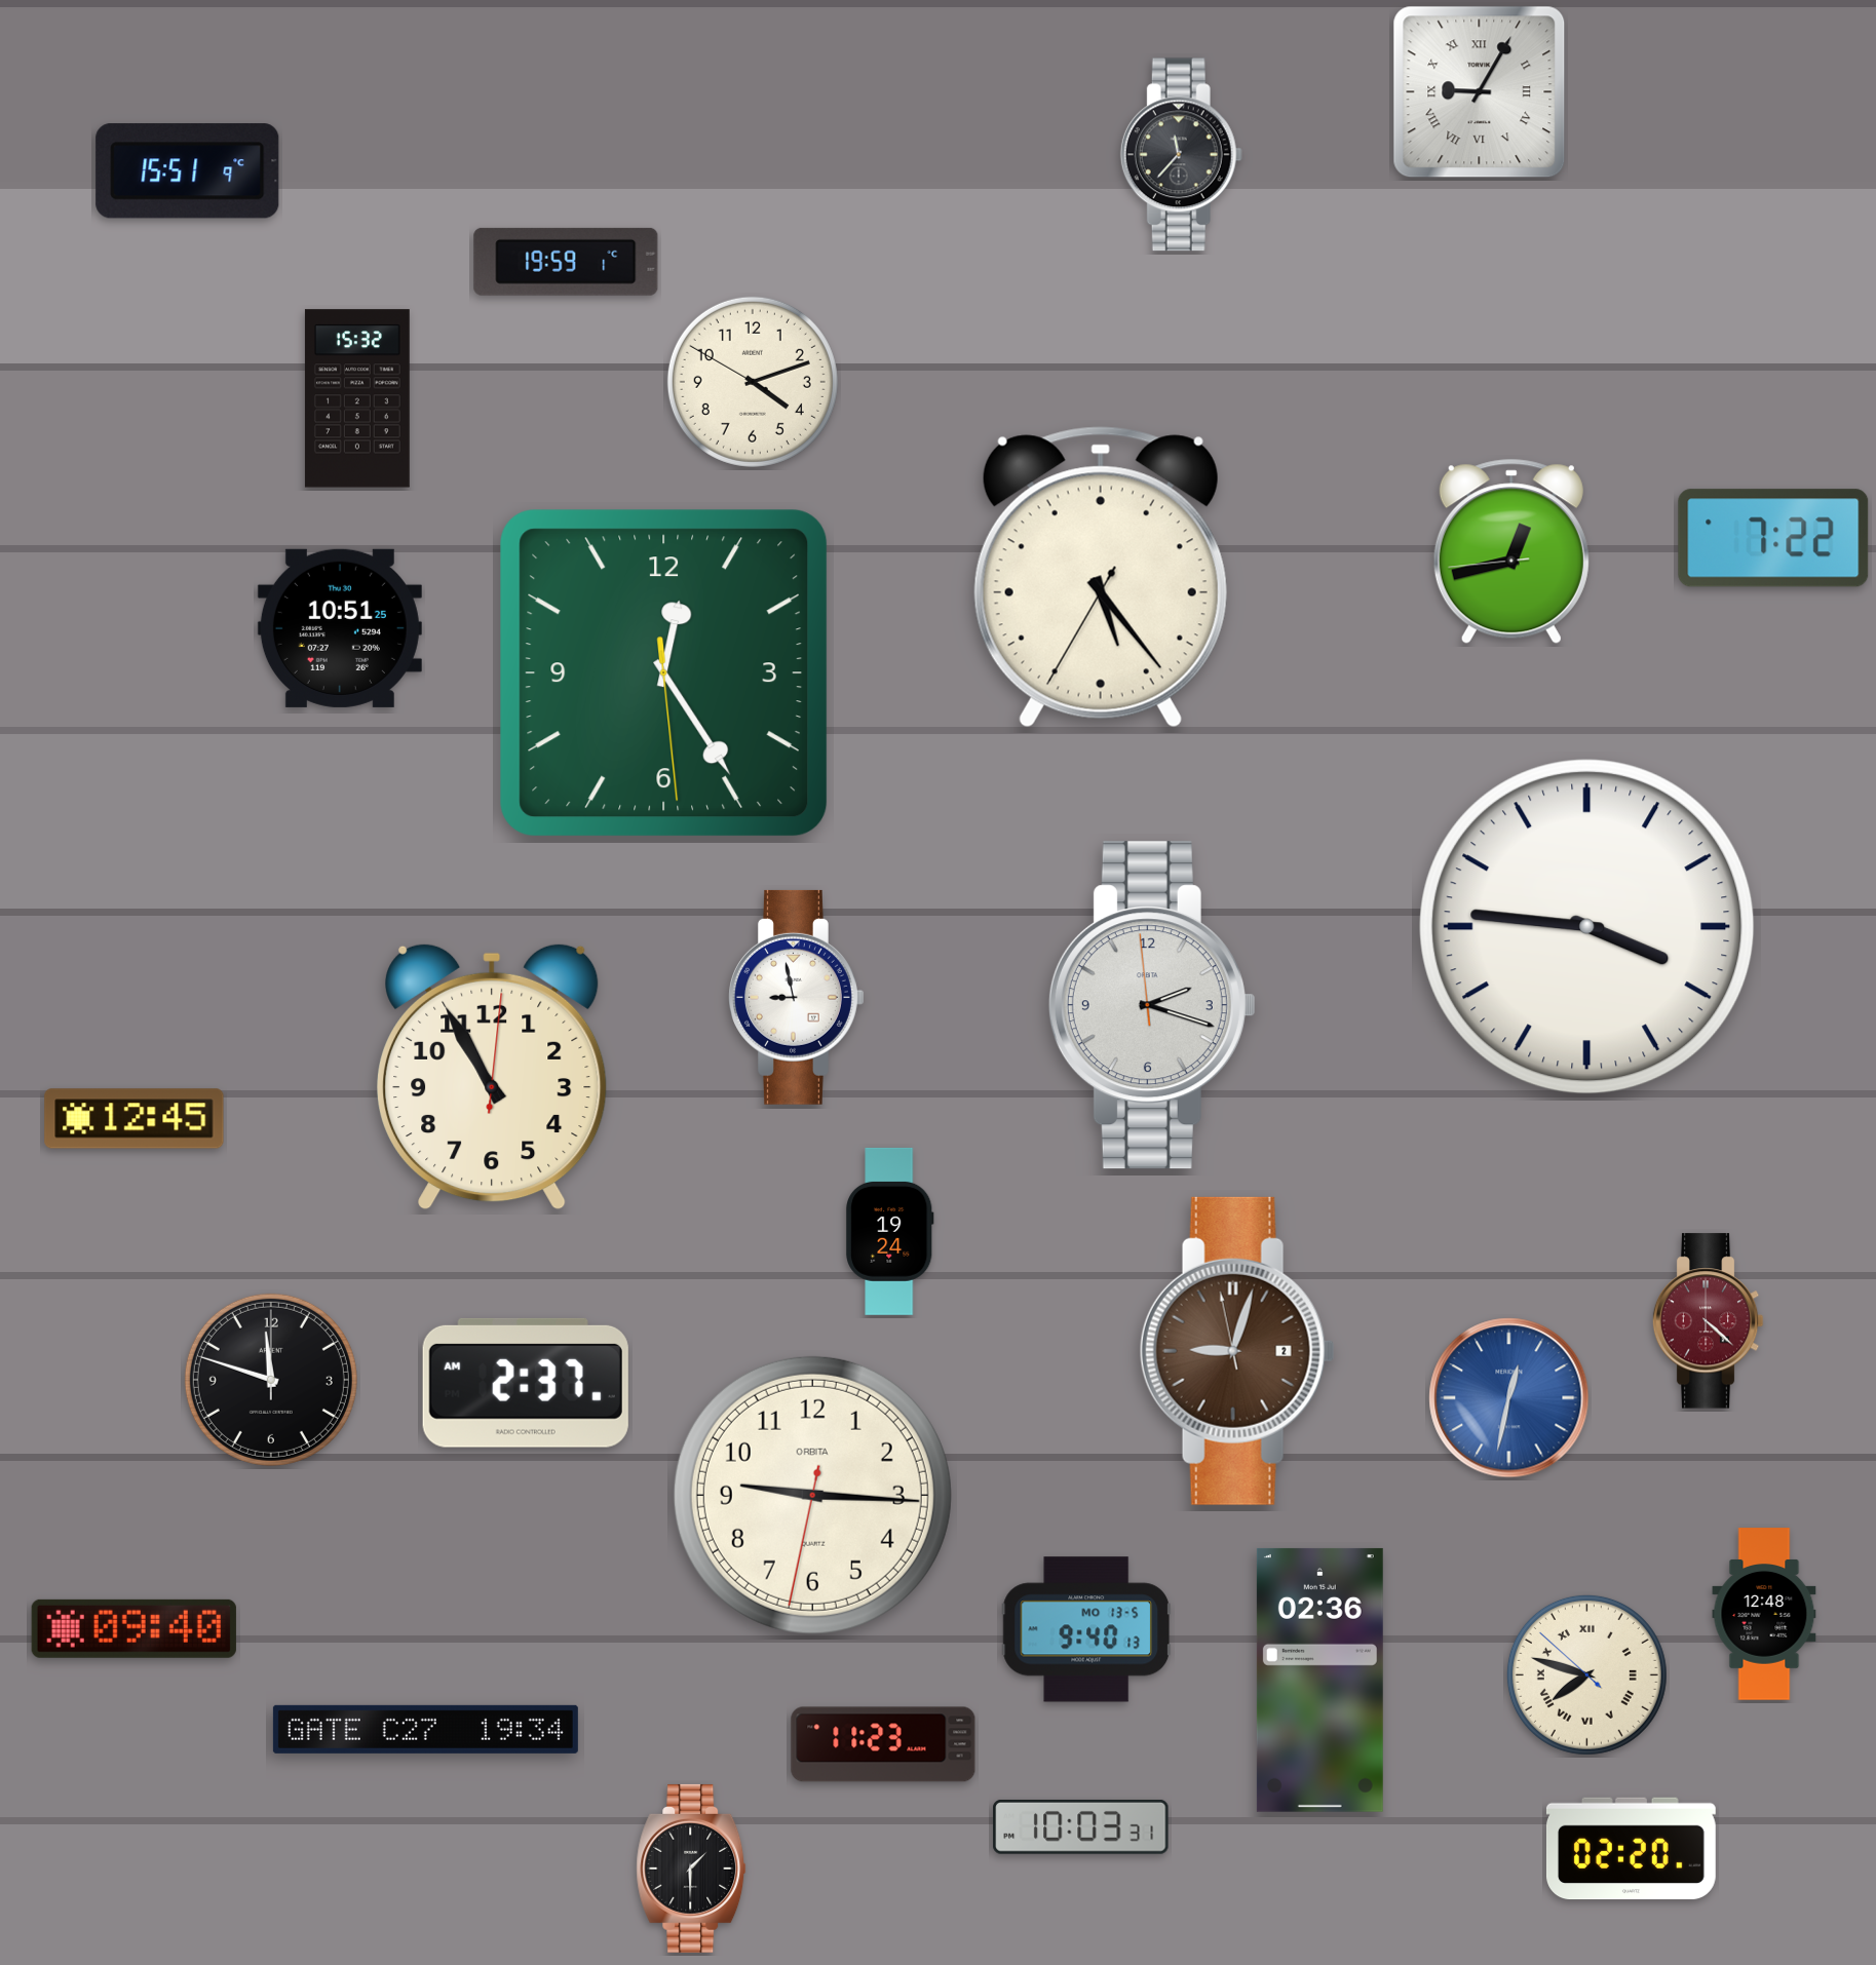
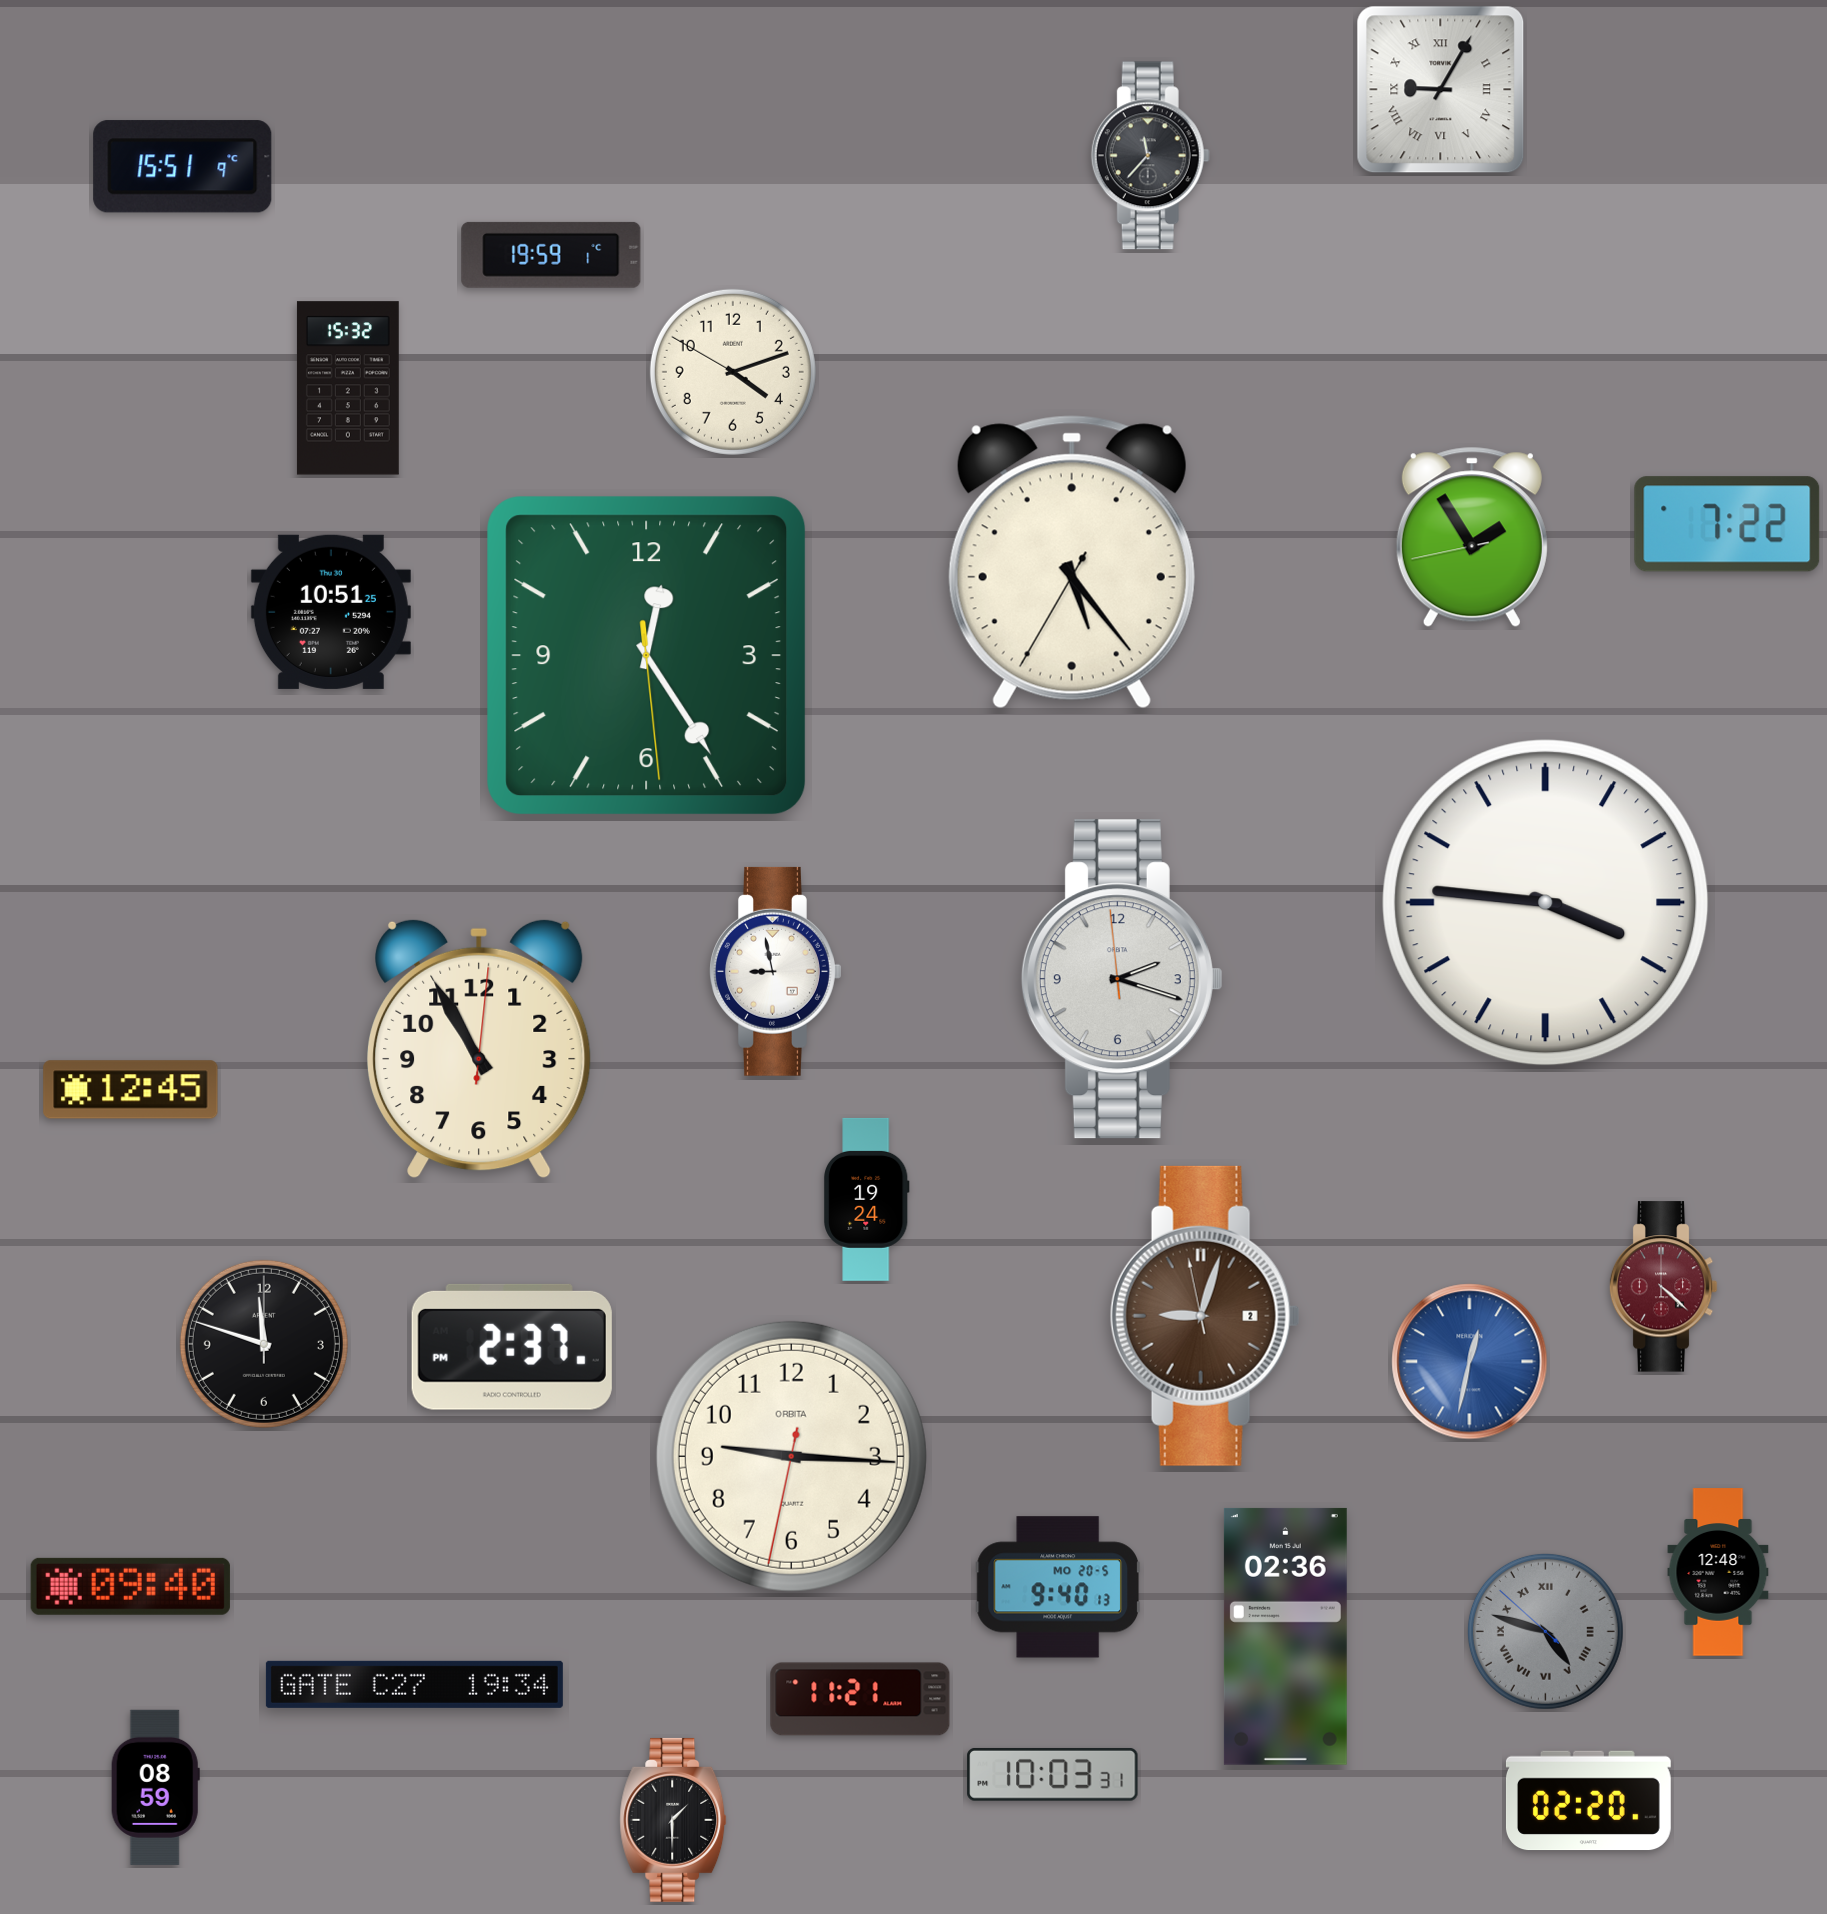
clock at (1181, 155) position: (1181, 155) -> (1150, 156)
clock at (1511, 551): 12:42 -> 1:54
clock at (526, 1383): 2:37 AM -> 2:37 PM
clock at (1086, 1629) date: MO 13-5 -> MO 20-5
clock at (1586, 1674): 7:47 -> 4:47
clock at (1586, 1674) dial: cream -> grey
clock at (883, 1744): 11:23 -> 11:21
clock at (1081, 1826) position: (1081, 1826) -> (1053, 1774)
clock at (155, 1787): none -> 08:59
